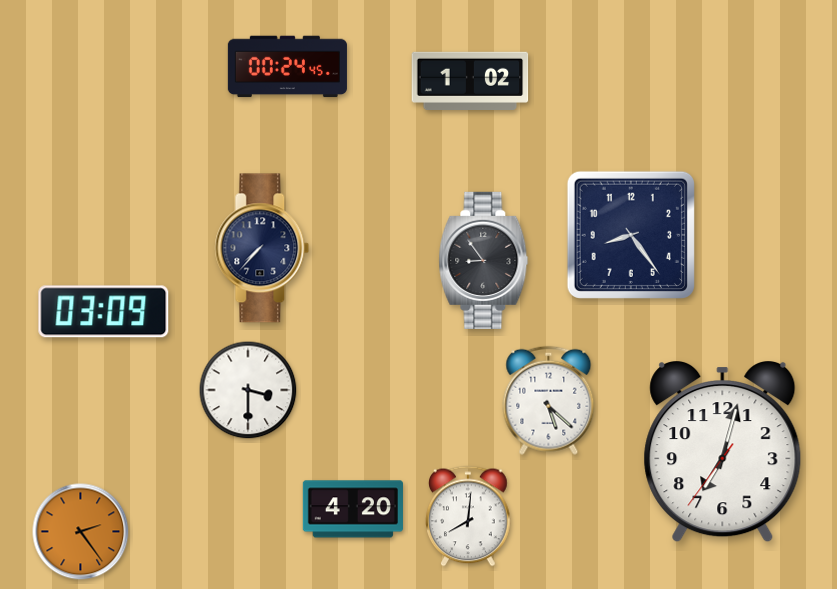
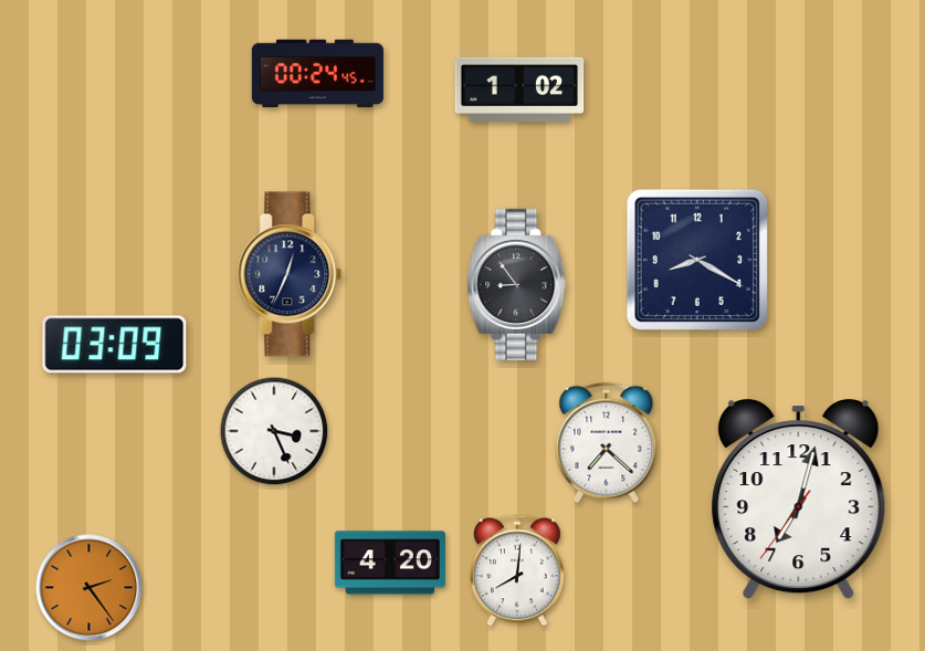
clock at (631, 235): 8:24 -> 8:20
clock at (262, 248): 7:37 -> 12:34
clock at (484, 260) position: (484, 260) -> (517, 284)
clock at (248, 390): 3:30 -> 3:26
clock at (549, 400): 5:22 -> 7:22
